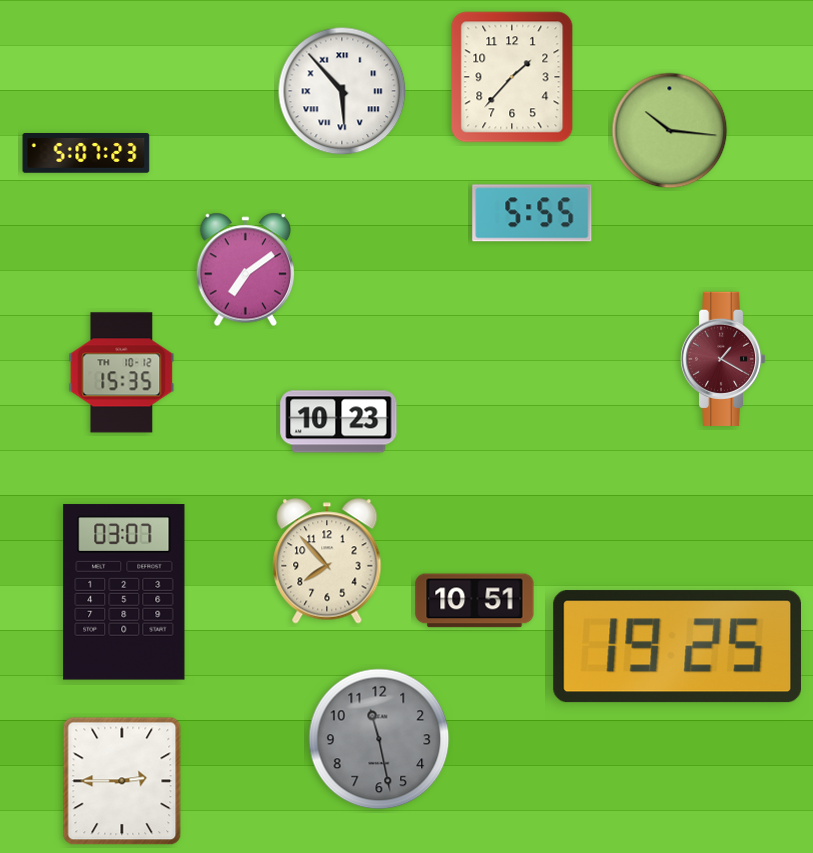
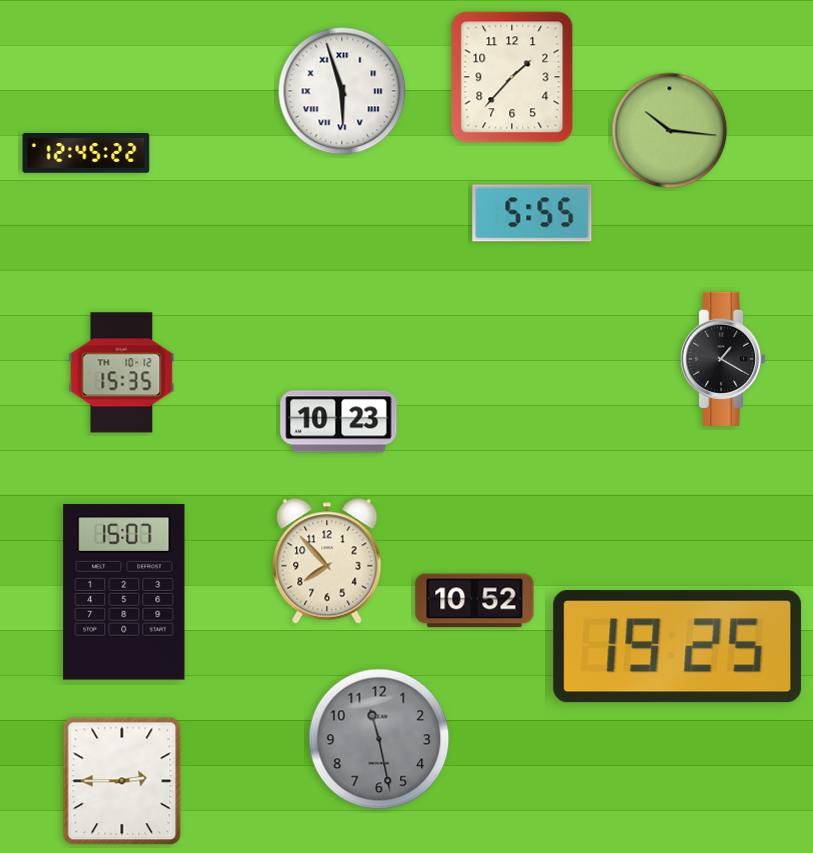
clock at (342, 91): 5:53 -> 5:57
clock at (86, 154): 5:07 -> 12:45
clock at (246, 270): 7:09 -> none
clock at (723, 359) dial: burgundy -> black
clock at (124, 592): 03:07 -> 15:07
clock at (475, 601): 10:51 -> 10:52
